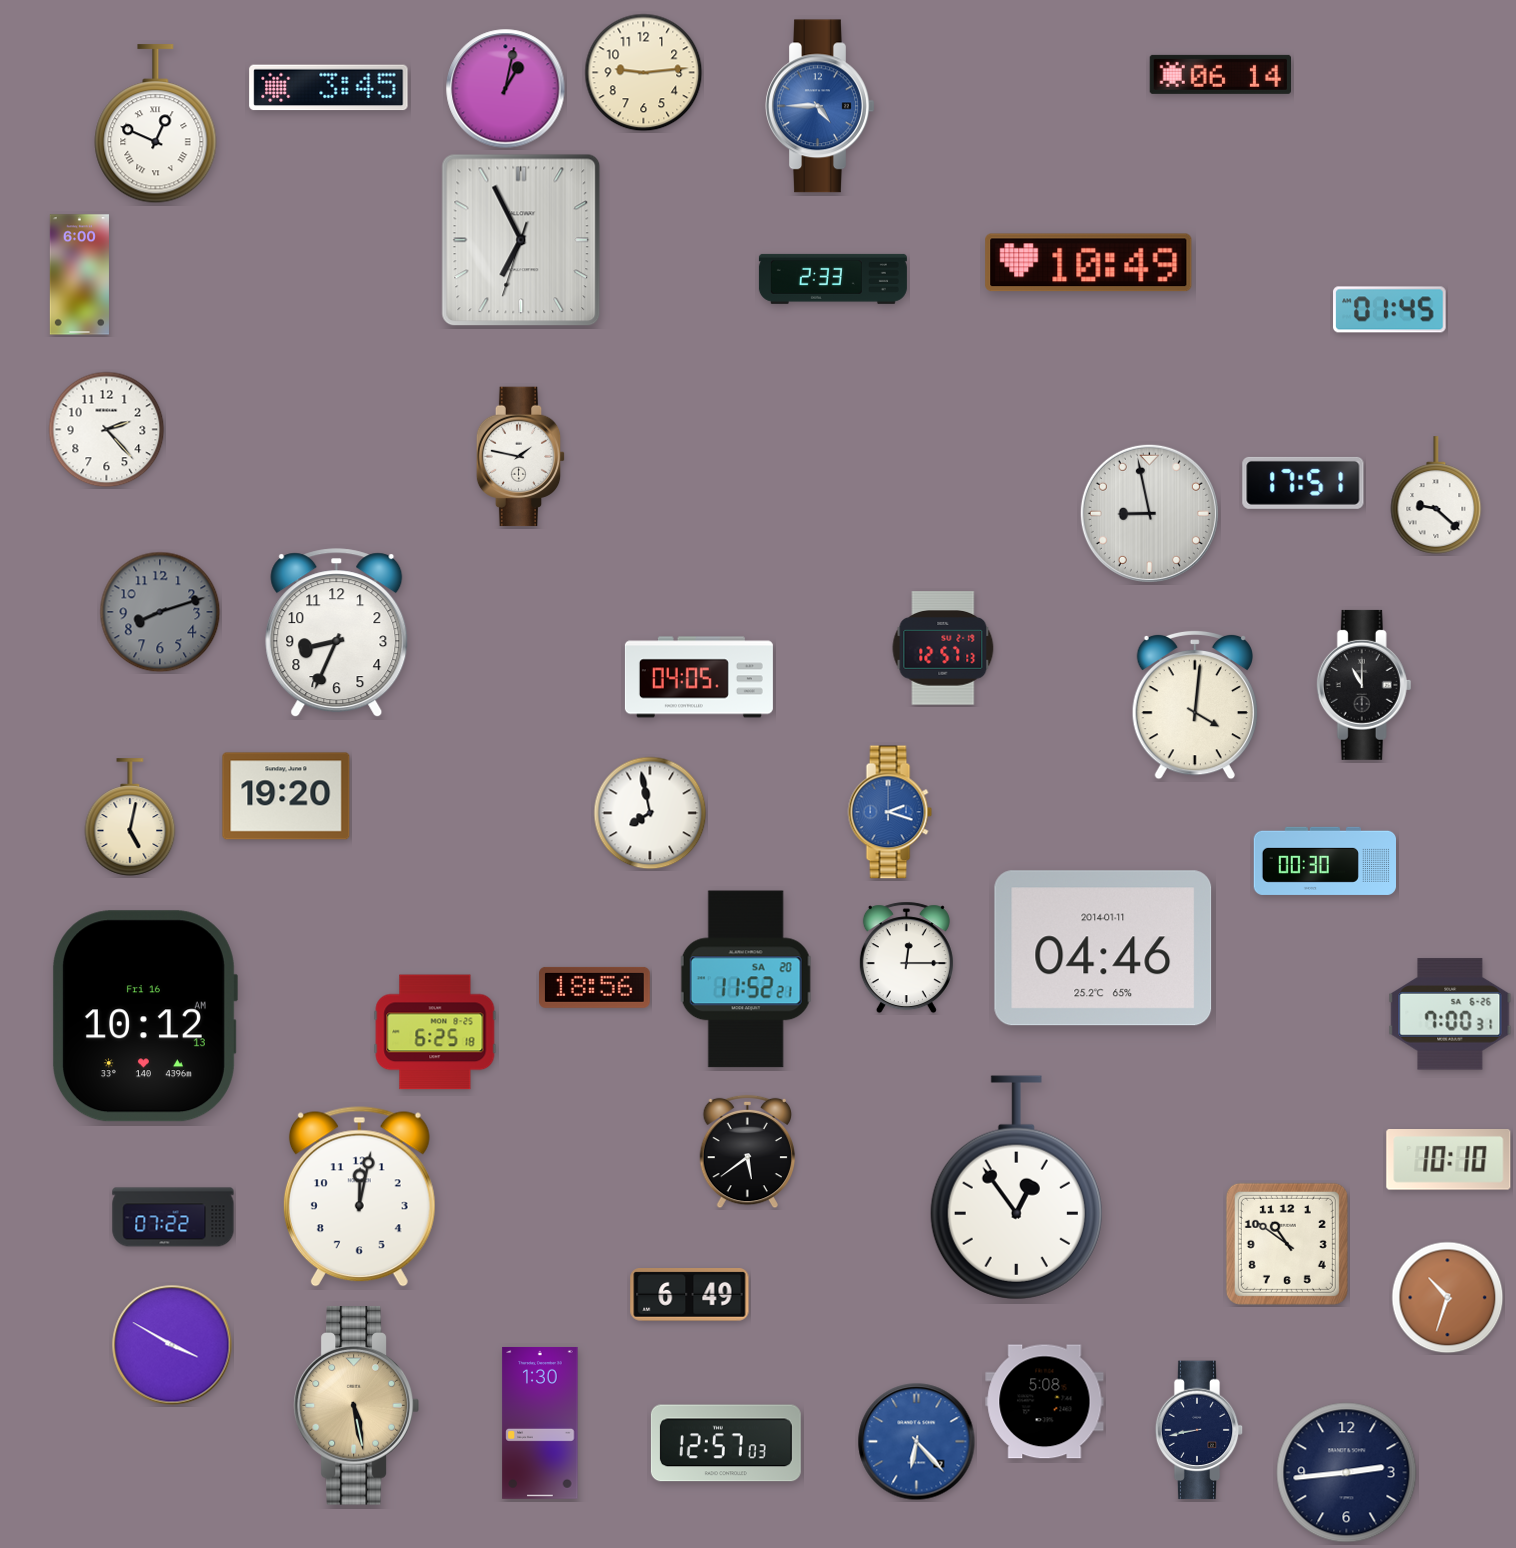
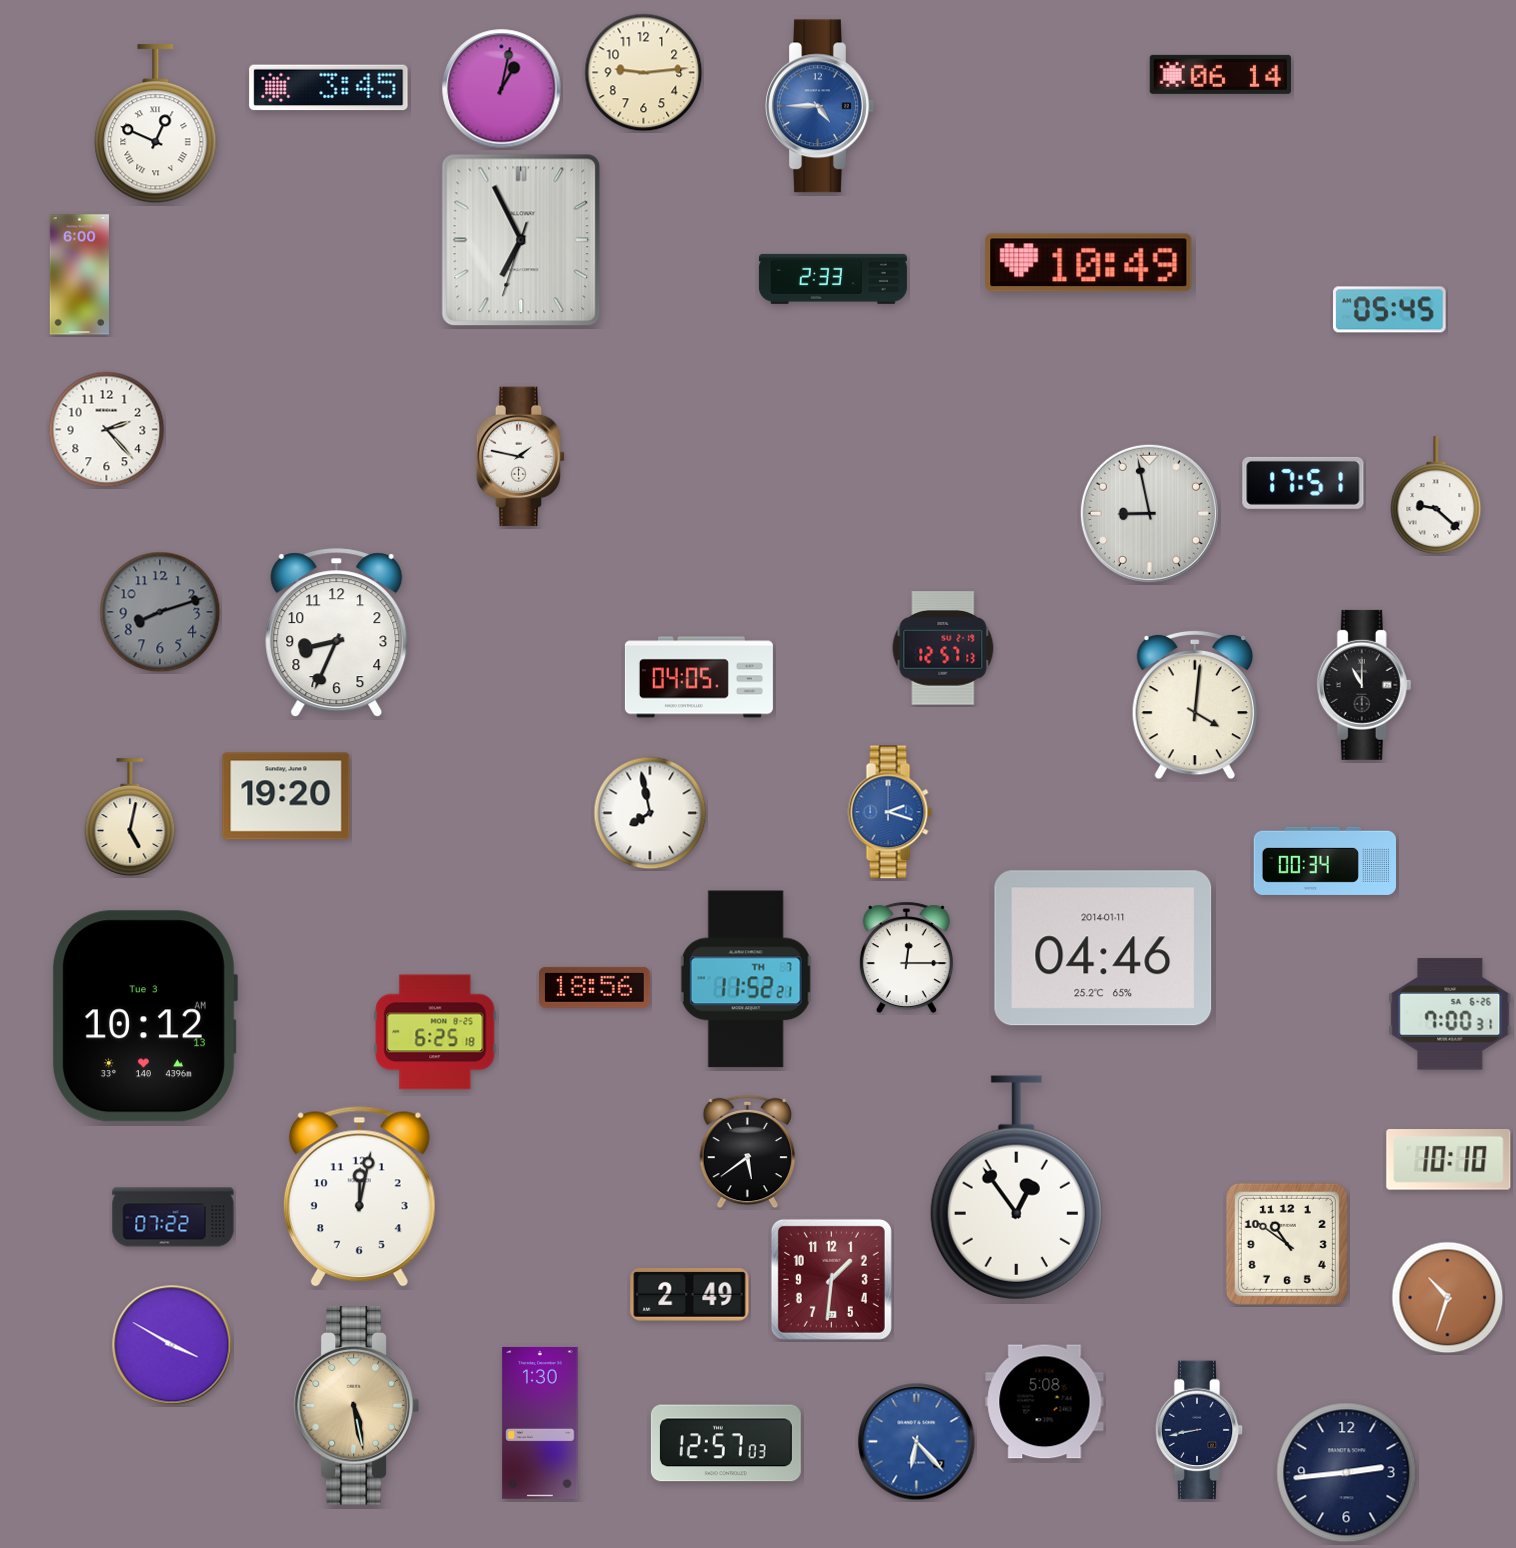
clock at (506, 89) position: (506, 89) -> (502, 89)
clock at (1390, 310): 01:45 -> 05:45
clock at (1324, 861): 00:30 -> 00:34
clock at (746, 979) date: SA 20 -> TH 7
clock at (144, 1016) date: Fri 16 -> Tue 3
clock at (831, 1279): none -> 1:31
clock at (690, 1295): 6:49 -> 2:49
